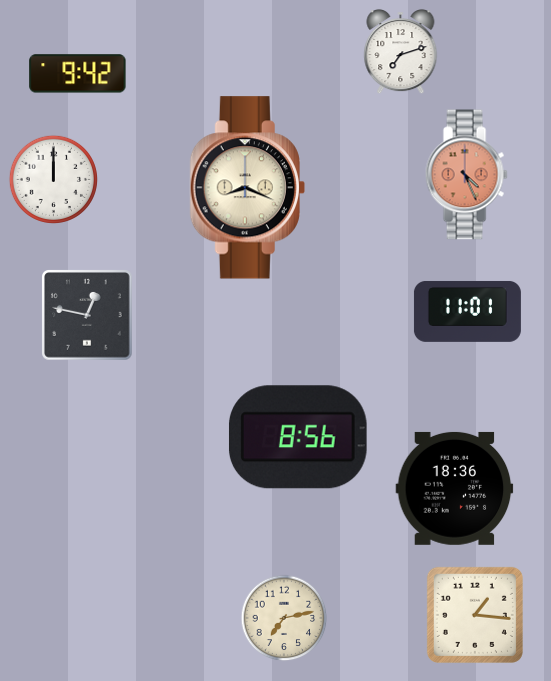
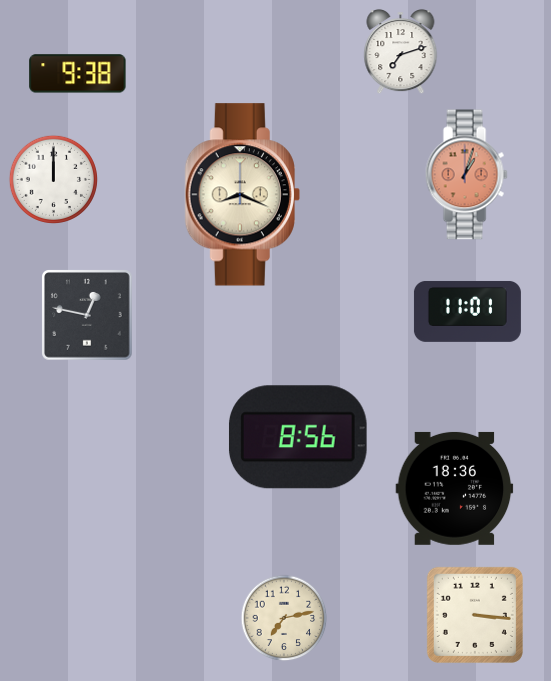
clock at (78, 74): 9:42 -> 9:38
clock at (466, 175): 4:26 -> 1:03
clock at (247, 188) position: (247, 188) -> (242, 195)
clock at (475, 615): 1:16 -> 3:16
